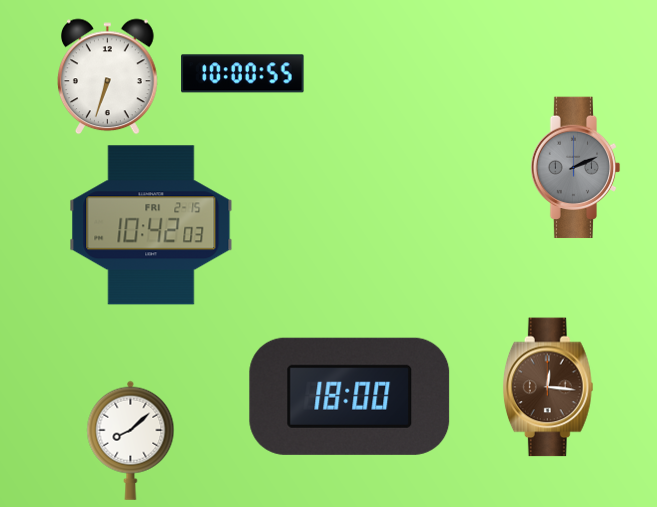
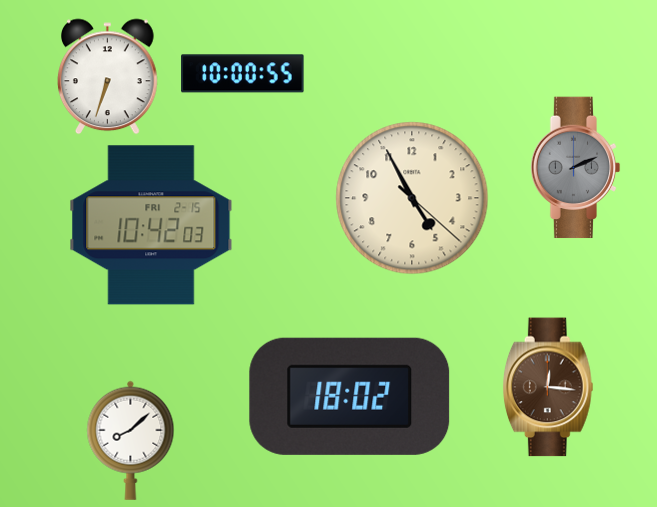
clock at (412, 198): none -> 4:55
clock at (350, 396): 18:00 -> 18:02
